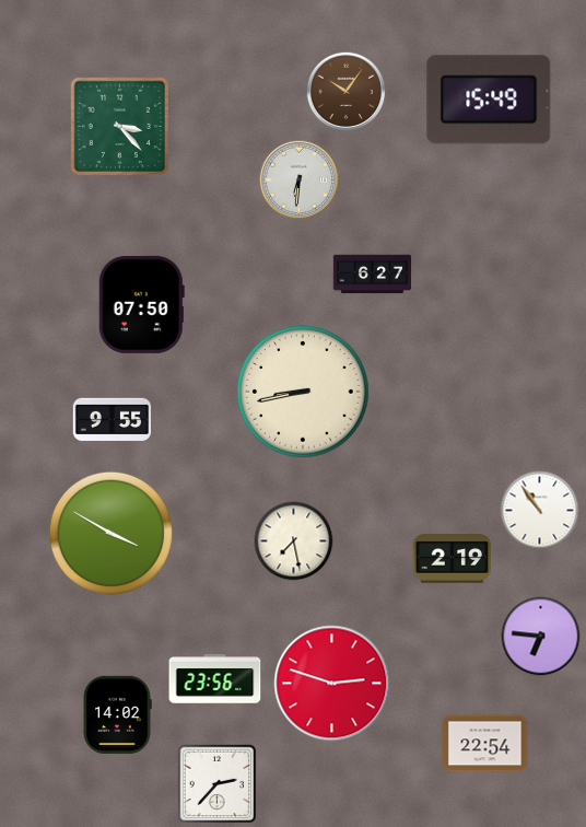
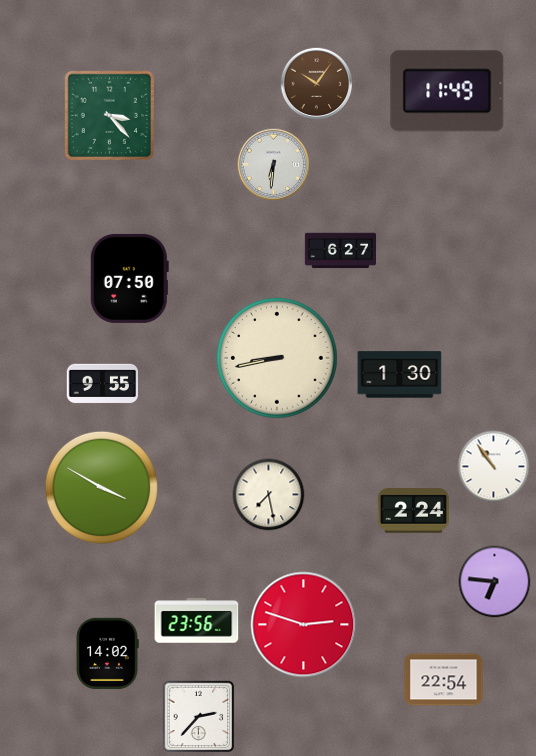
clock at (489, 100): 15:49 -> 11:49
clock at (400, 375): none -> 1:30
clock at (452, 559): 2:19 -> 2:24
